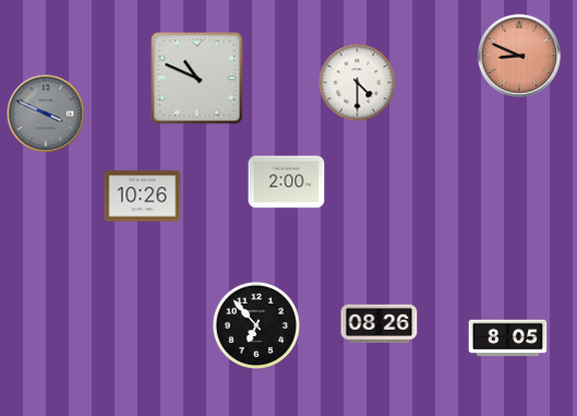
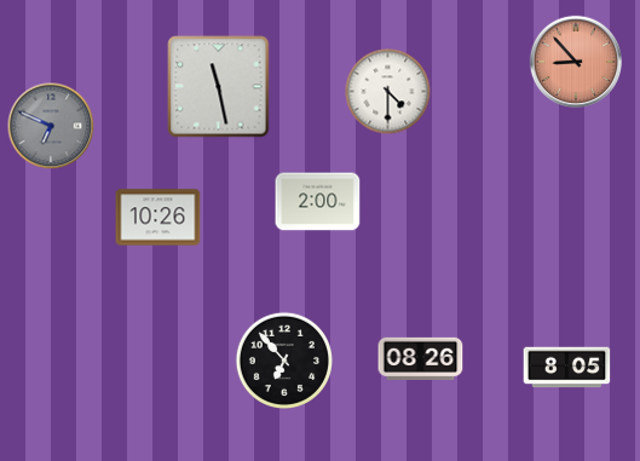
clock at (518, 55): 8:49 -> 8:53
clock at (197, 79): 10:49 -> 11:28
clock at (358, 83) position: (358, 83) -> (388, 92)
clock at (46, 114): 3:49 -> 6:49
clock at (508, 338) position: (508, 338) -> (567, 368)
